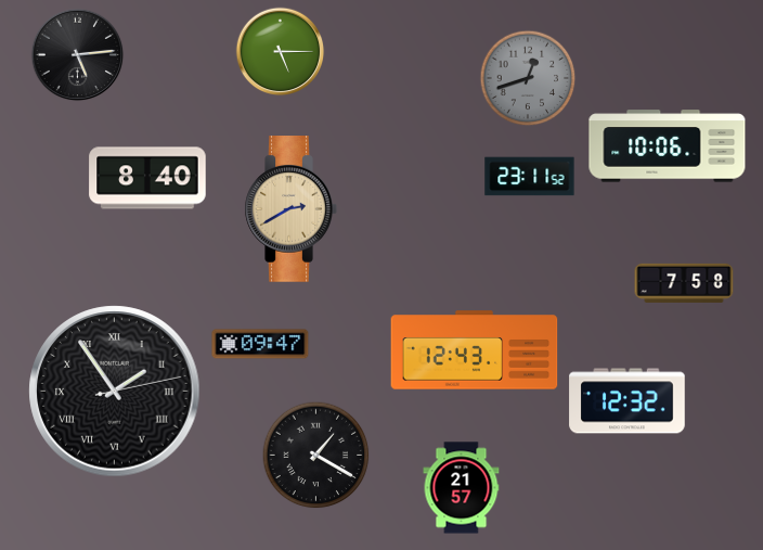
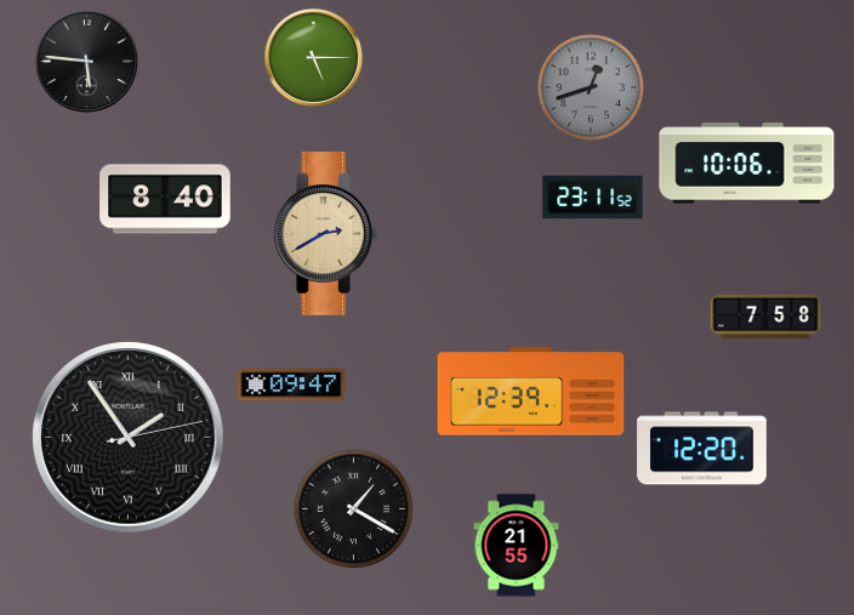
clock at (78, 55): 5:14 -> 5:46
clock at (475, 350): 12:43 -> 12:39
clock at (628, 401): 12:32 -> 12:20
clock at (462, 488): 21:57 -> 21:55
